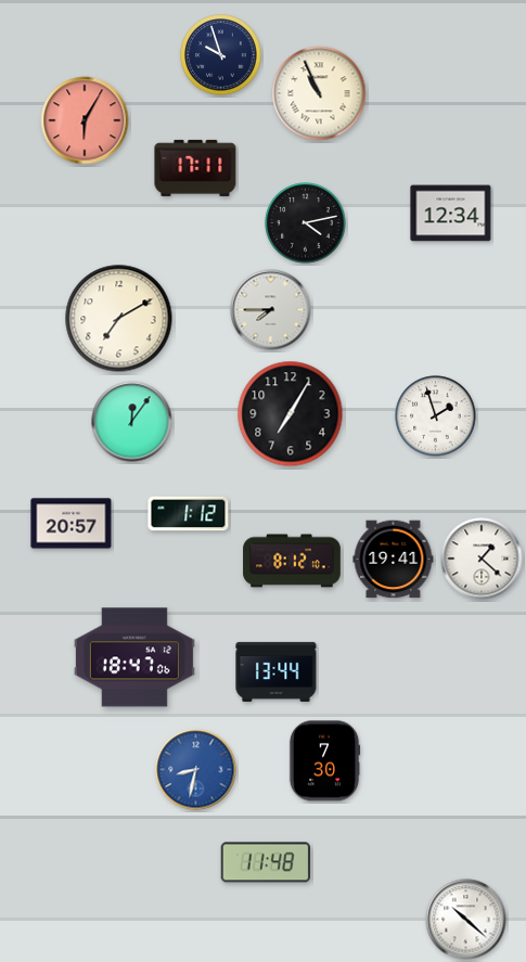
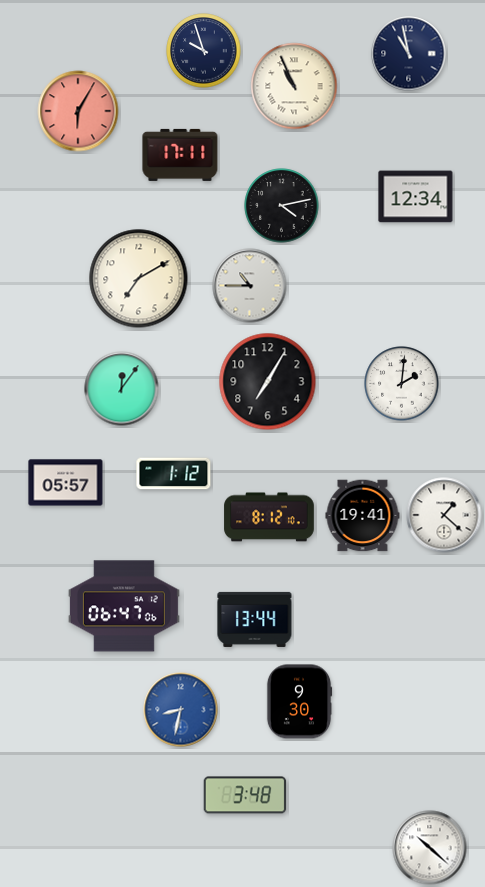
clock at (409, 54): none -> 10:58
clock at (271, 310): 7:45 -> 10:45
clock at (119, 319) position: (119, 319) -> (139, 279)
clock at (436, 416): 1:57 -> 2:01
clock at (72, 524): 20:57 -> 05:57
clock at (134, 657): 18:47 -> 06:47
clock at (324, 761): 7:30 -> 9:30
clock at (266, 862): 11:48 -> 3:48
